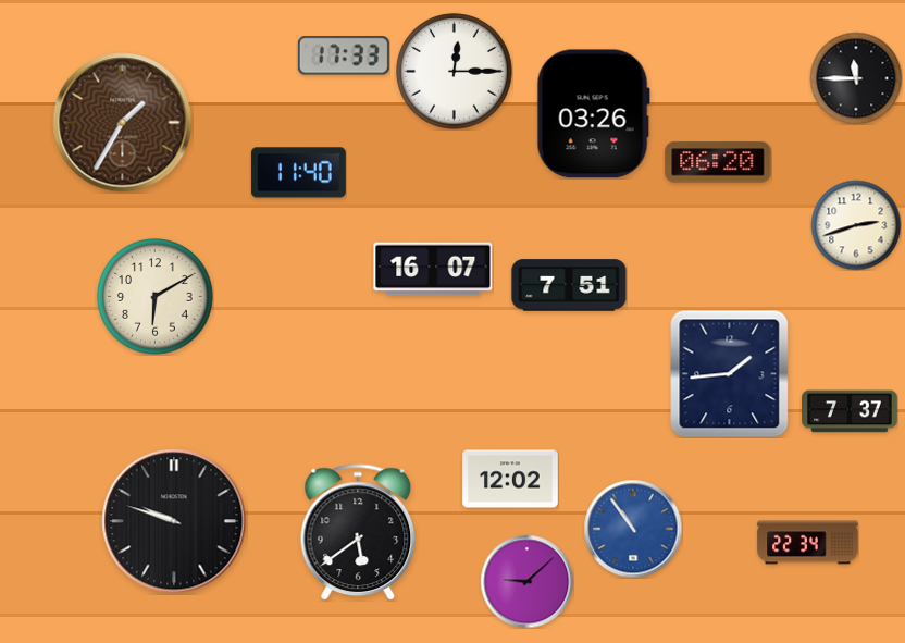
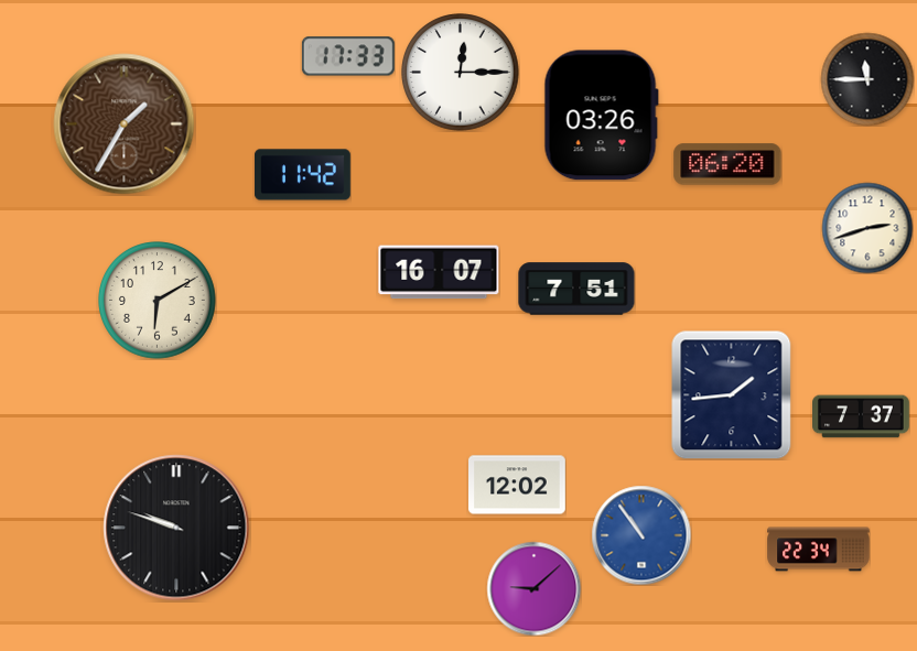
clock at (298, 173): 11:40 -> 11:42
clock at (730, 374) position: (730, 374) -> (732, 395)
clock at (358, 532): 5:39 -> none
